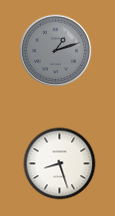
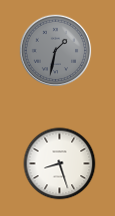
clock at (56, 51): 1:12 -> 1:32
